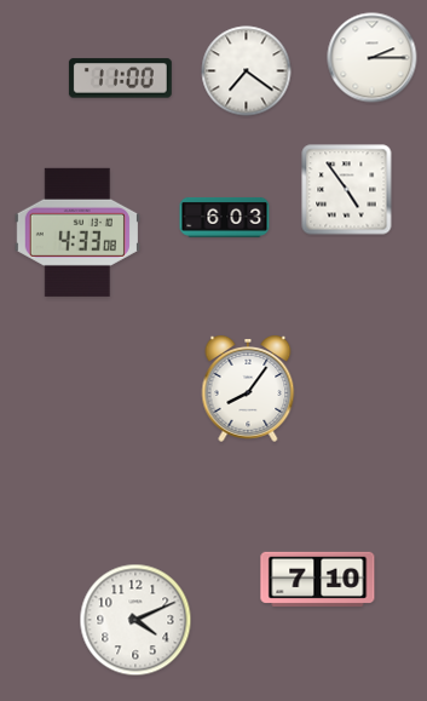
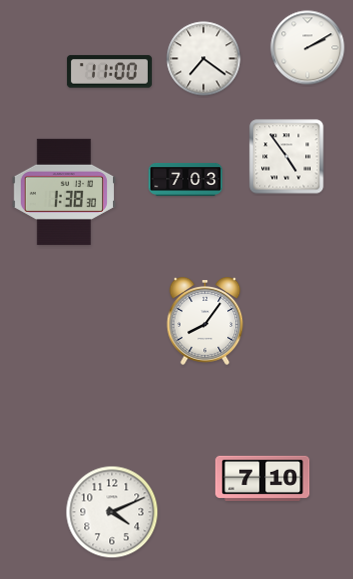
clock at (373, 58): 2:15 -> 2:10
clock at (120, 79) position: (120, 79) -> (109, 72)
clock at (225, 217): 6:03 -> 7:03
clock at (77, 232): 4:33 -> 1:38
